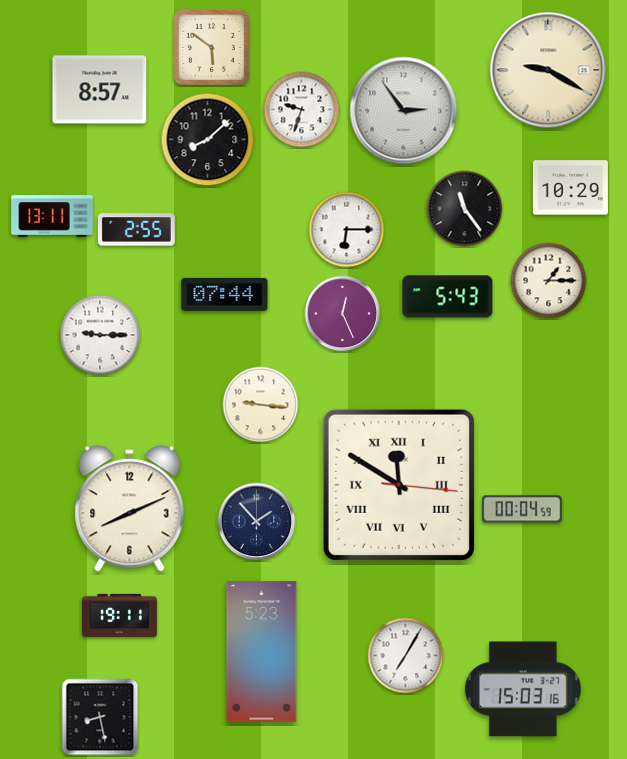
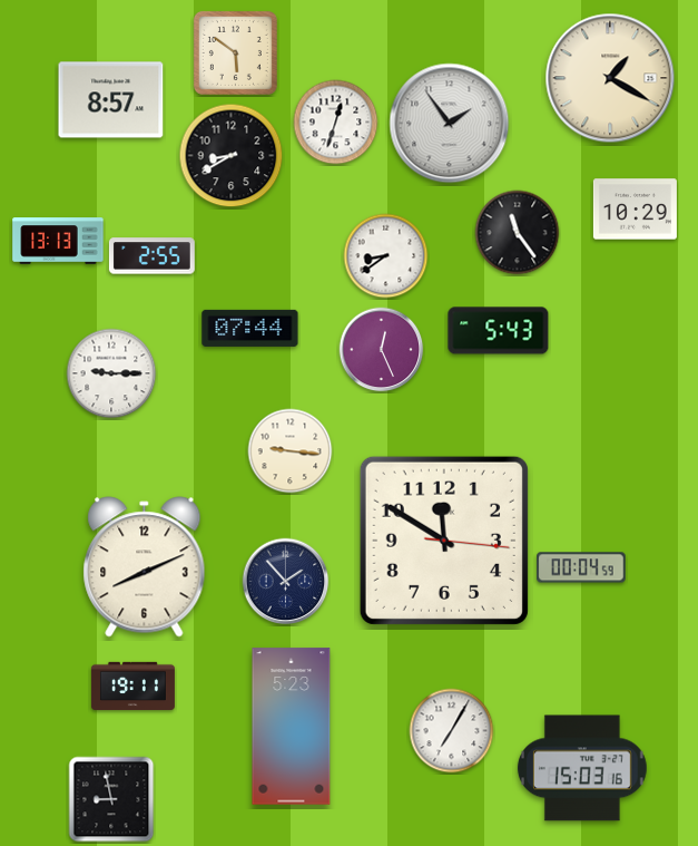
clock at (548, 70): 9:20 -> 1:20
clock at (302, 110): 9:33 -> 12:33
clock at (404, 111): 2:54 -> 1:54
clock at (208, 140): 8:08 -> 8:40
clock at (52, 216): 13:11 -> 13:13
clock at (347, 230): 6:15 -> 8:39
clock at (549, 281): 1:15 -> none
clock at (399, 485) numerals: Roman -> Arabic
clock at (100, 717): 8:28 -> 8:58
